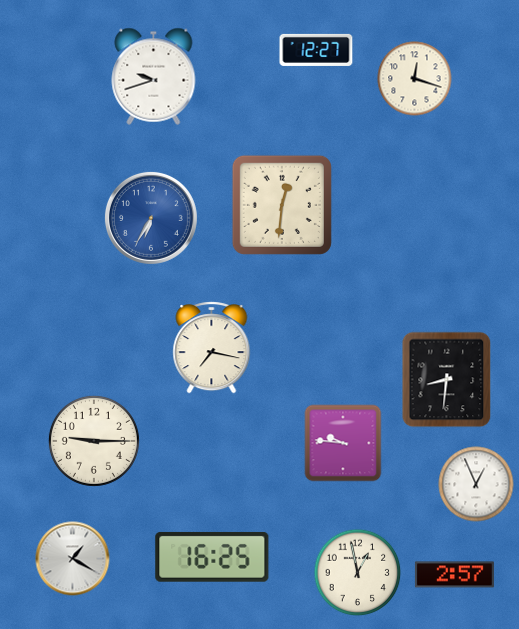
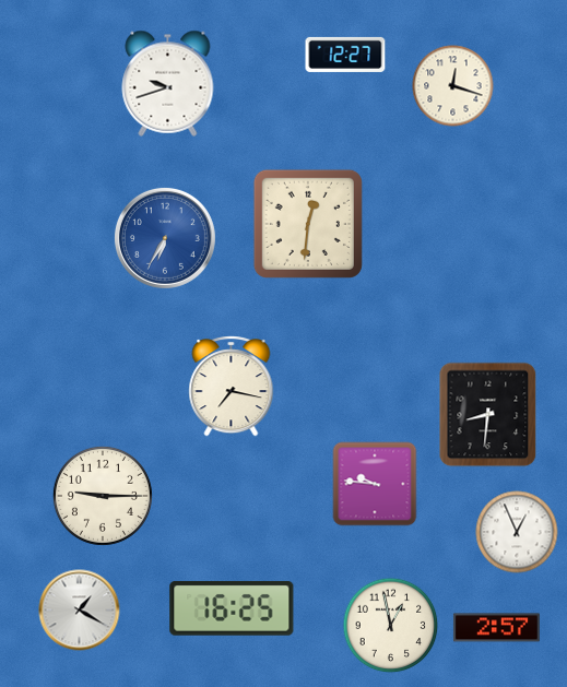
clock at (212, 348) position: (212, 348) -> (232, 387)
clock at (94, 441) position: (94, 441) -> (103, 496)
clock at (476, 484) position: (476, 484) -> (517, 532)
